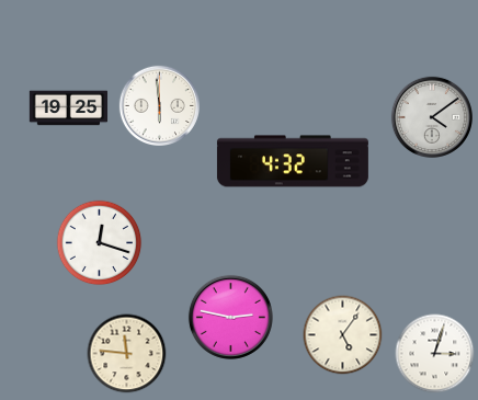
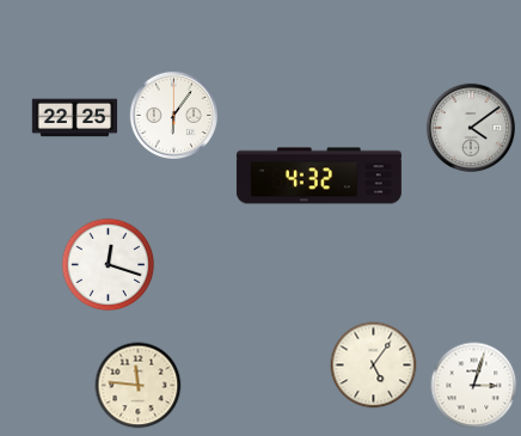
clock at (159, 105): 5:59 -> 6:06
clock at (69, 108): 19:25 -> 22:25
clock at (230, 317): 2:47 -> none
